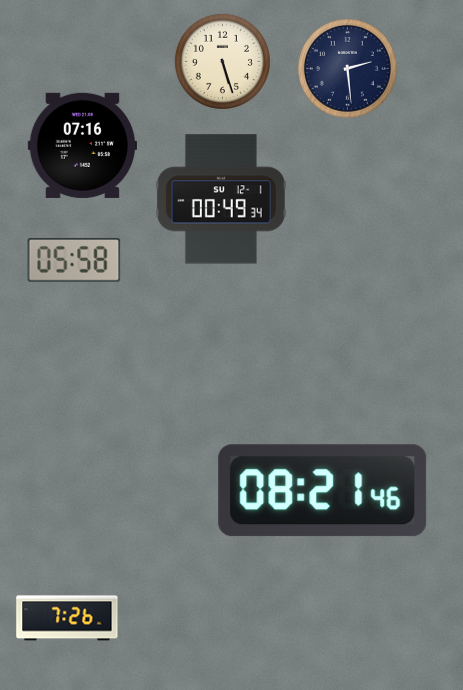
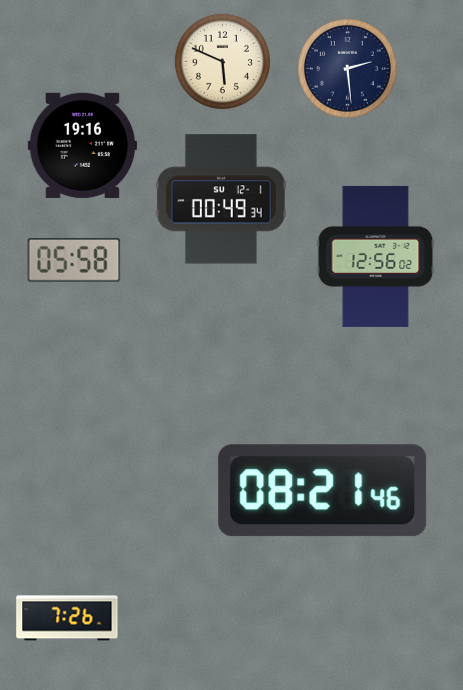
clock at (222, 61): 5:27 -> 5:49
clock at (82, 145): 07:16 -> 19:16
clock at (376, 256): none -> 12:56
